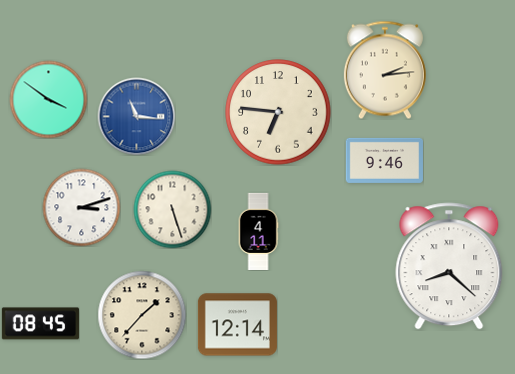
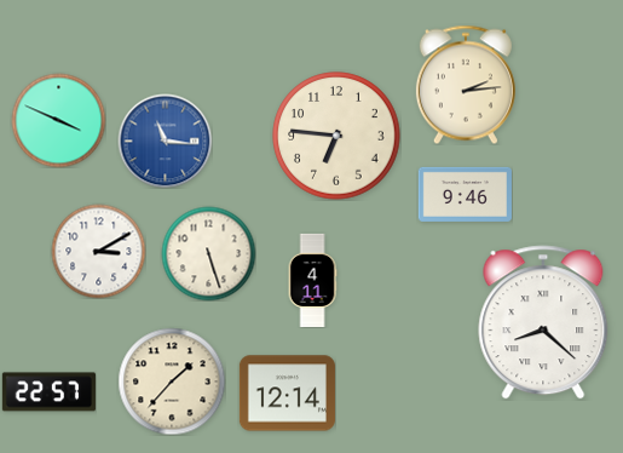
clock at (48, 99): 3:51 -> 3:49
clock at (81, 207): 3:12 -> 3:10
clock at (40, 324): 08:45 -> 22:57
